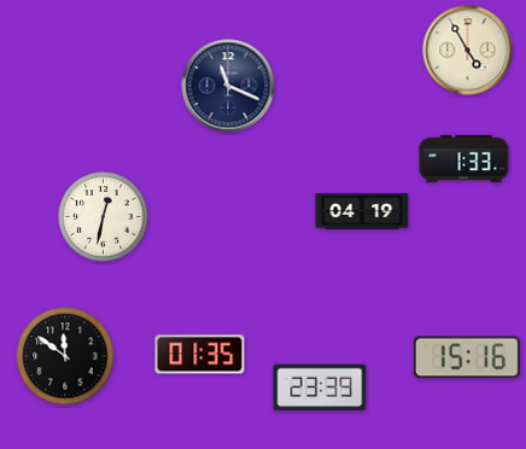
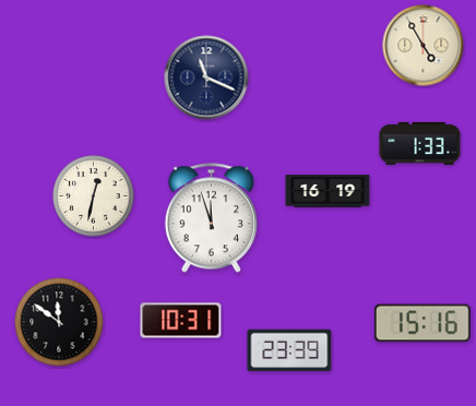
clock at (362, 211): 04:19 -> 16:19
clock at (211, 218): none -> 11:57
clock at (200, 355): 01:35 -> 10:31
